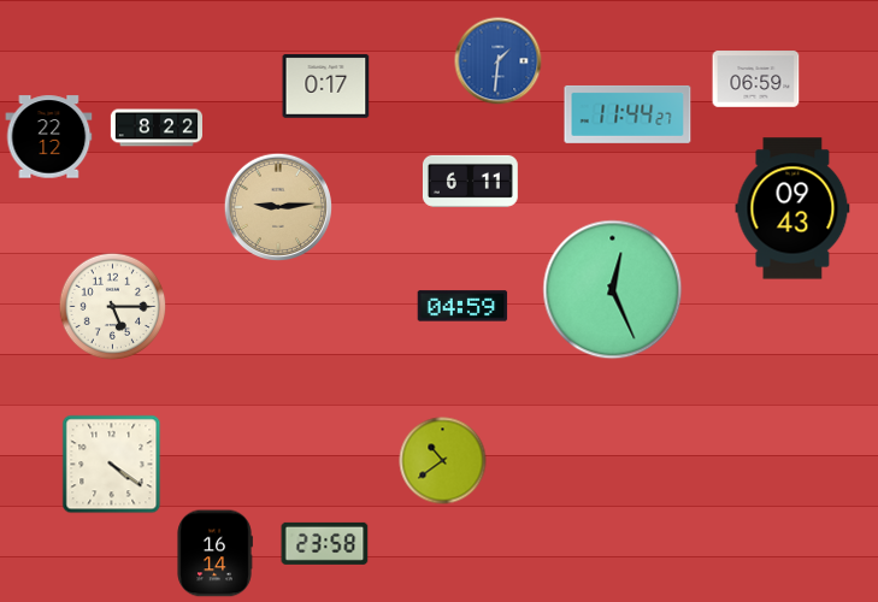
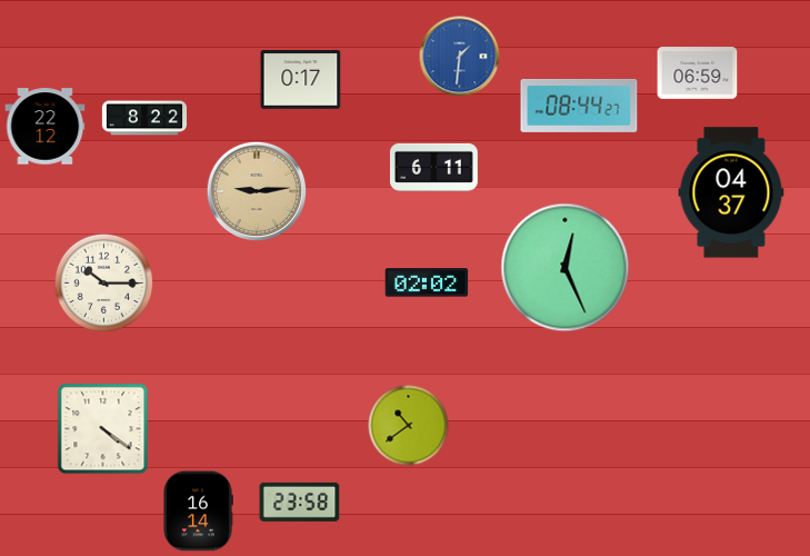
clock at (627, 114): 11:44 -> 08:44
clock at (792, 208): 09:43 -> 04:37
clock at (462, 306): 04:59 -> 02:02
clock at (113, 307): 5:15 -> 10:15
